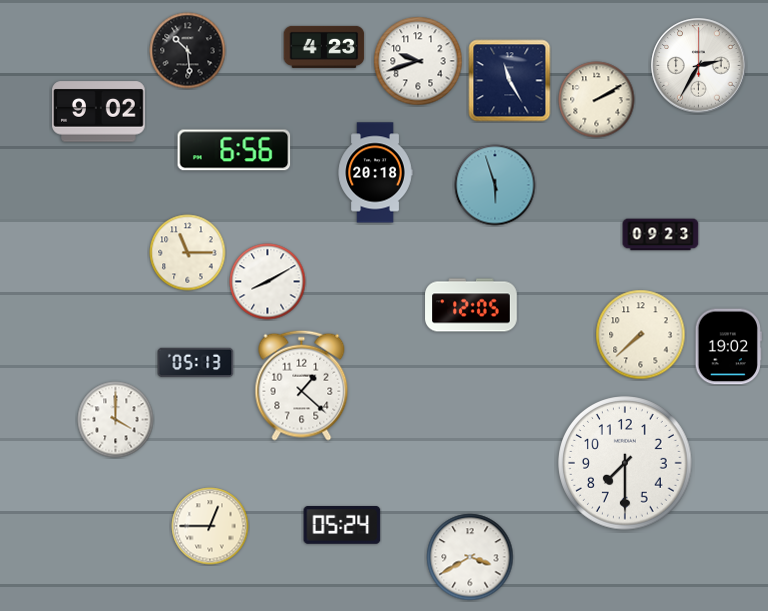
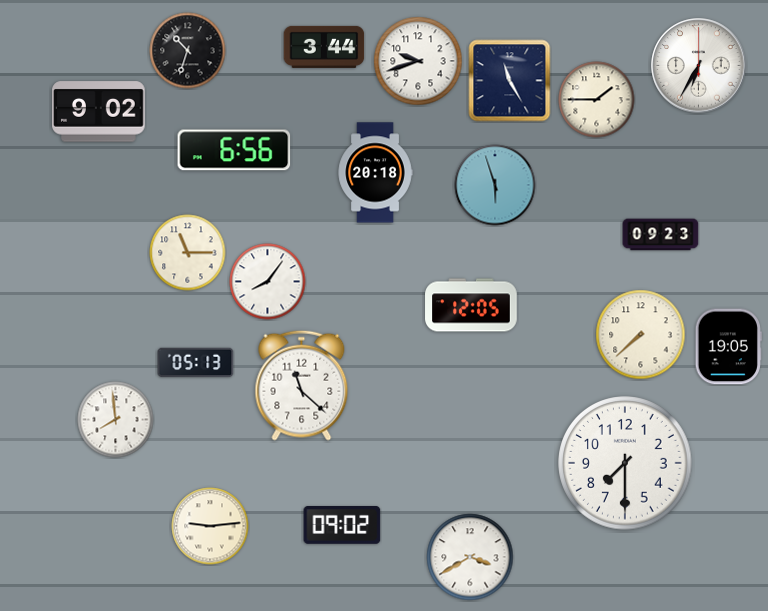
clock at (324, 47): 4:23 -> 3:44
clock at (188, 51): 10:29 -> 10:33
clock at (699, 66): 2:35 -> 6:35
clock at (597, 100): 2:10 -> 1:45
clock at (268, 282): 8:10 -> 8:06
clock at (728, 347): 19:02 -> 19:05
clock at (302, 385): 1:22 -> 11:22
clock at (116, 420): 4:00 -> 7:59
clock at (210, 526): 12:45 -> 9:14
clock at (342, 526): 05:24 -> 09:02
